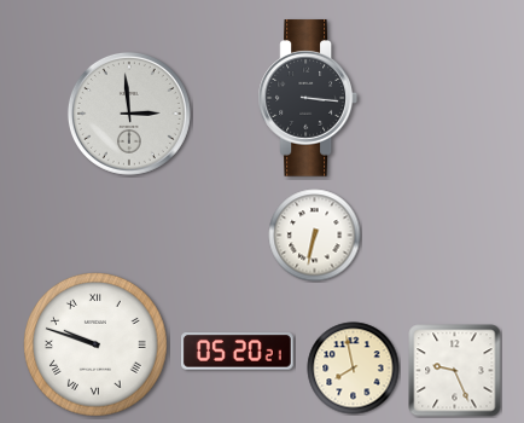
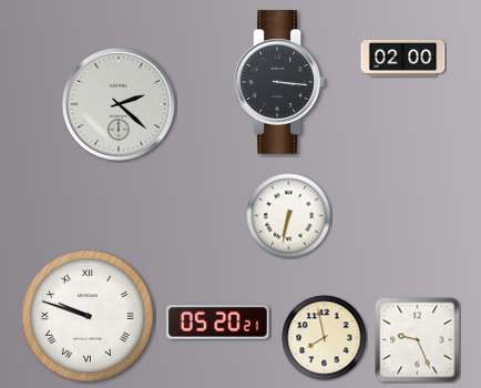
clock at (403, 58): none -> 02:00
clock at (307, 98) position: (307, 98) -> (278, 82)
clock at (129, 114): 2:59 -> 2:22
